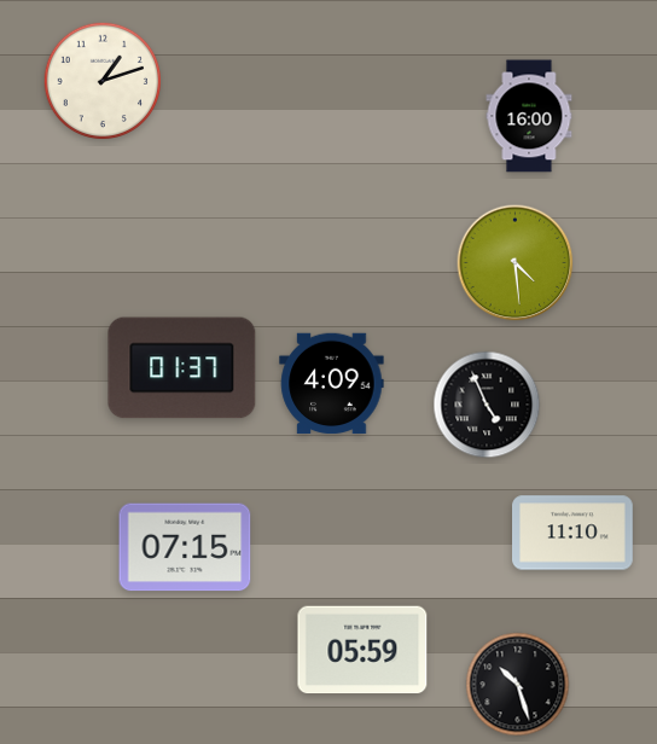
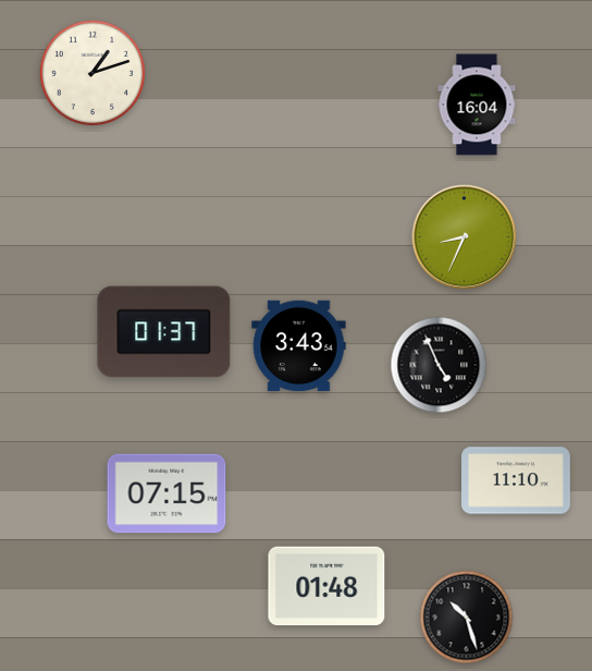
clock at (529, 116): 16:00 -> 16:04
clock at (516, 263): 4:29 -> 8:34
clock at (332, 384): 4:09 -> 3:43
clock at (362, 650): 05:59 -> 01:48
